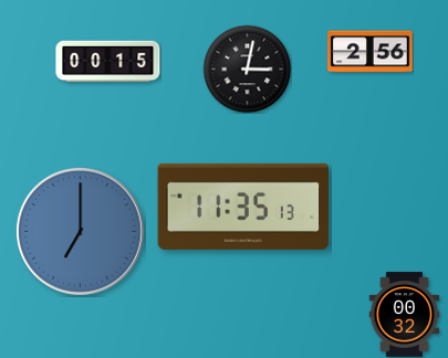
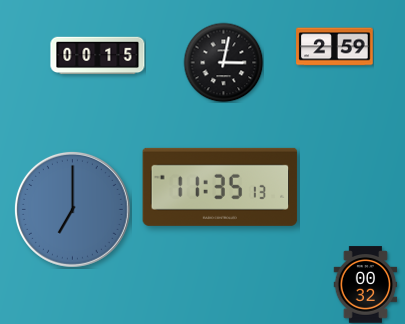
clock at (371, 52): 2:56 -> 2:59
